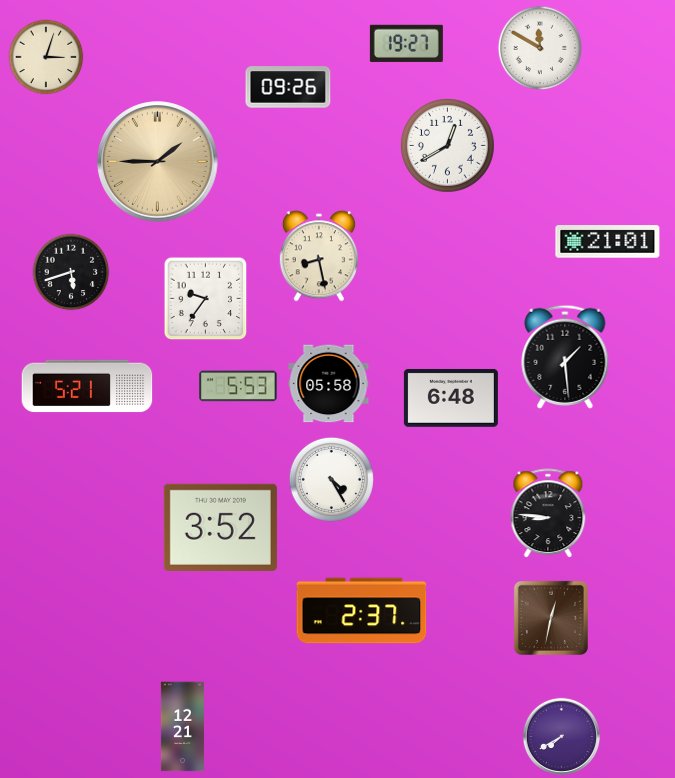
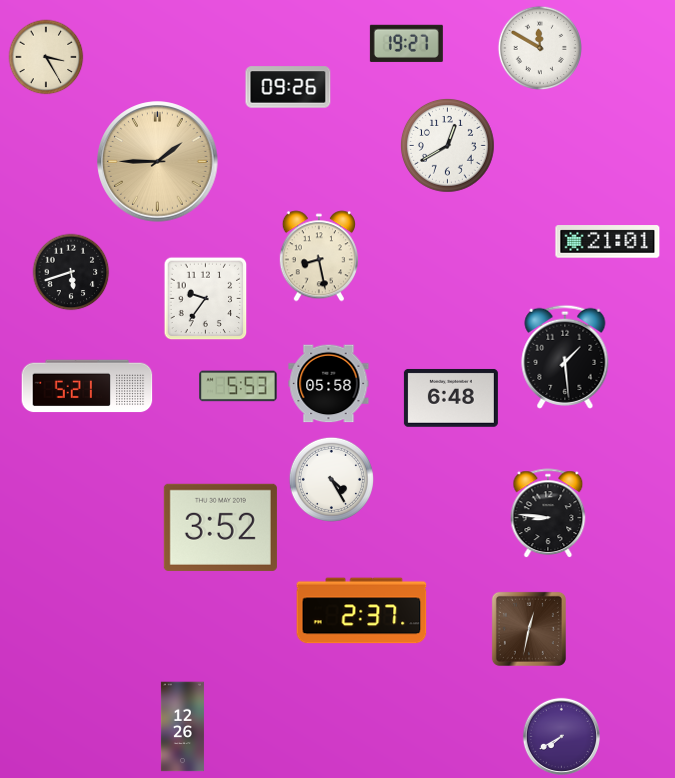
clock at (46, 57): 3:03 -> 3:25
clock at (551, 618) position: (551, 618) -> (529, 629)
clock at (182, 727): 12:21 -> 12:26
